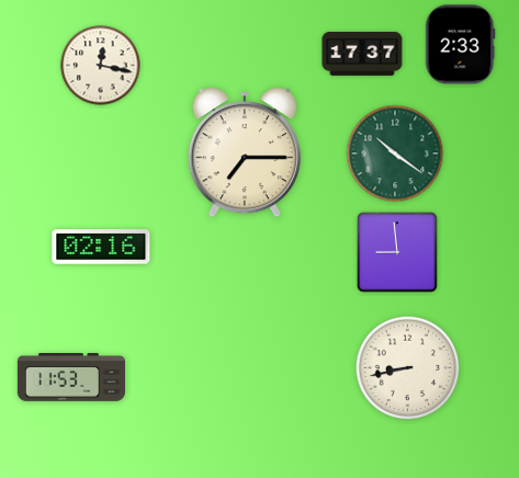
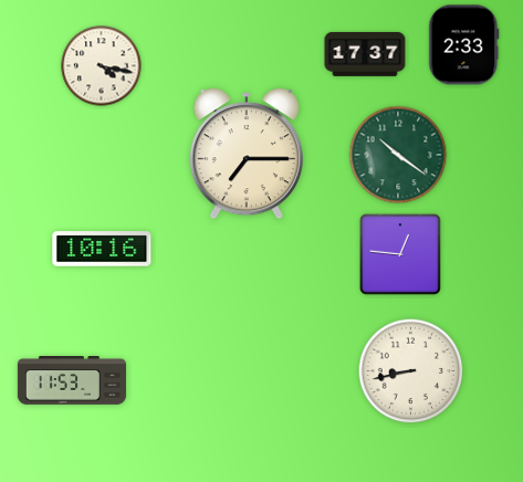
clock at (101, 66): 12:17 -> 4:17
clock at (101, 247): 02:16 -> 10:16
clock at (398, 253): 8:59 -> 12:46
